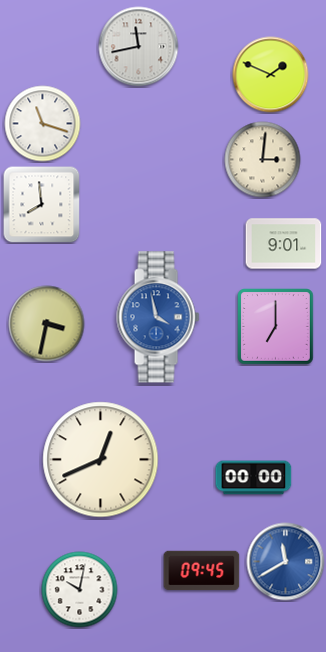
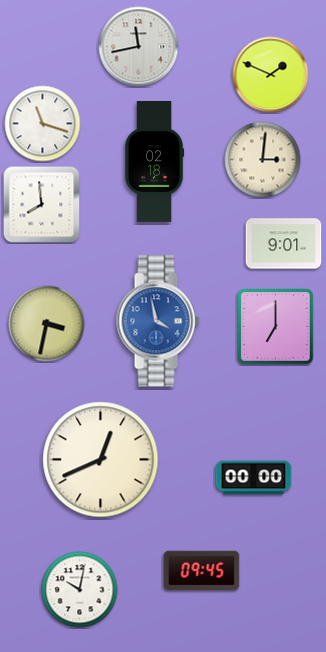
clock at (154, 162): none -> 02:18
clock at (158, 317) position: (158, 317) -> (158, 321)
clock at (286, 562): 11:40 -> none
